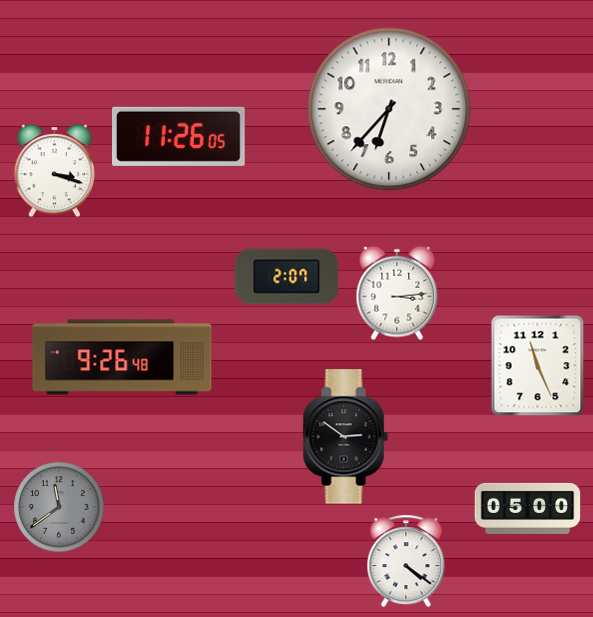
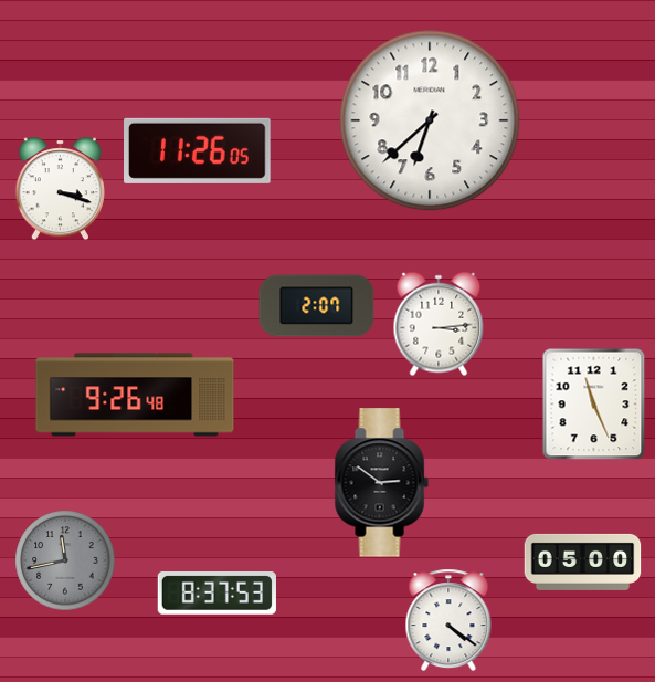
clock at (389, 109): 6:37 -> 6:38
clock at (59, 507): 11:39 -> 11:43
clock at (216, 594): none -> 8:37
